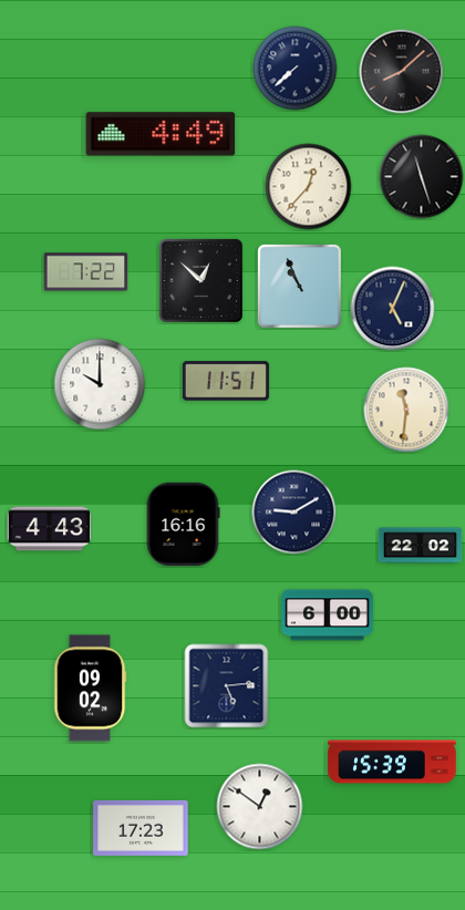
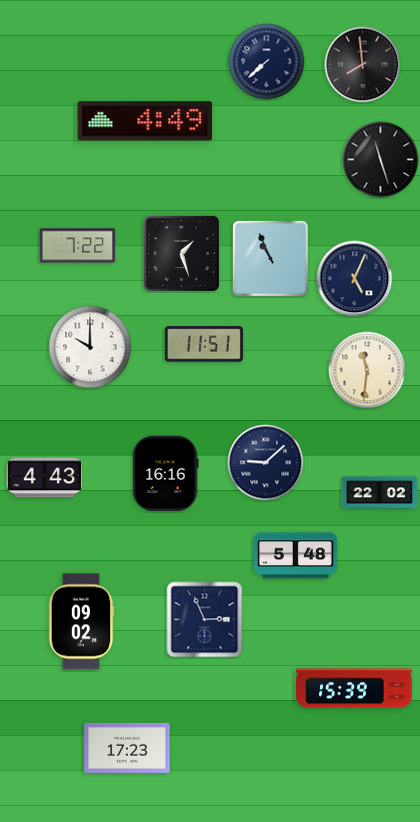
clock at (402, 72): 8:08 -> 7:59
clock at (309, 187): 12:37 -> none
clock at (200, 280): 12:52 -> 1:27
clock at (294, 513): 9:10 -> 9:08
clock at (328, 616): 6:00 -> 5:48
clock at (227, 686): 5:14 -> 2:56
clock at (260, 807): 12:51 -> none
